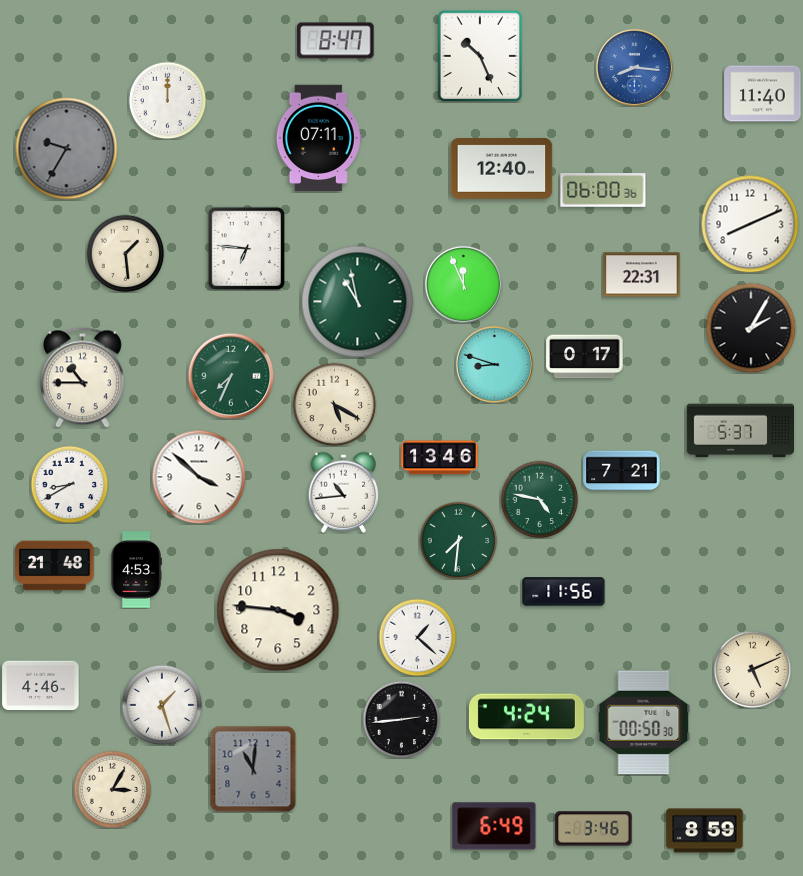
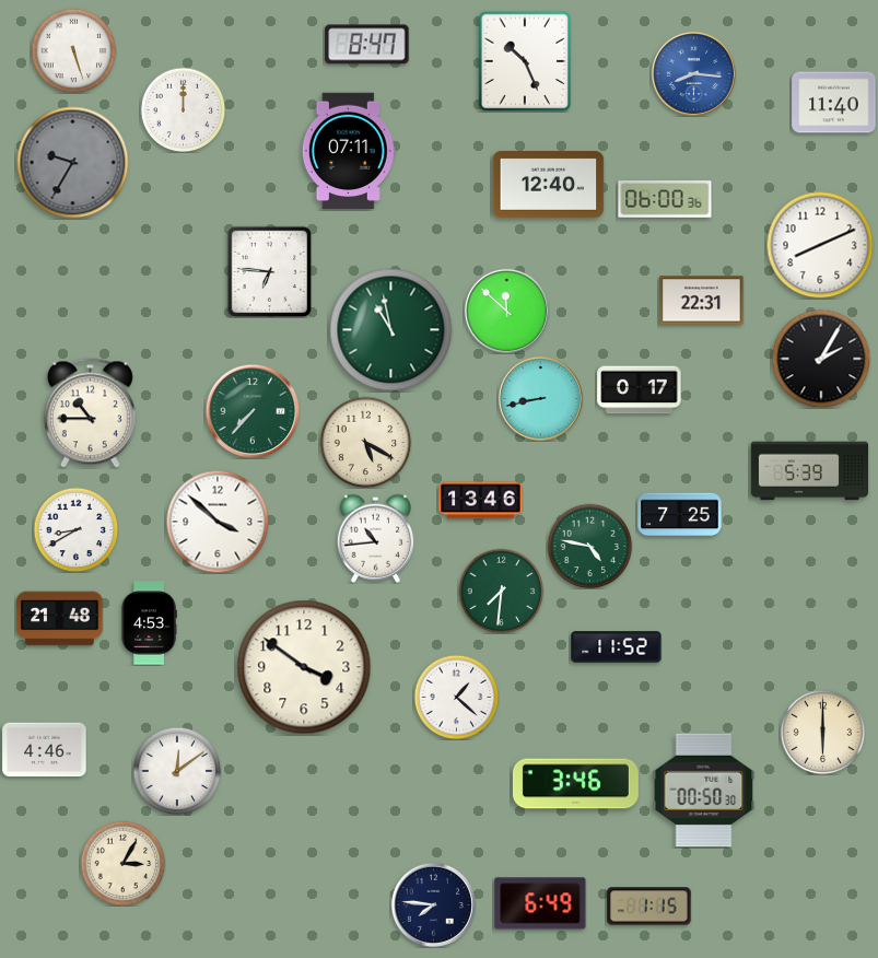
clock at (73, 50): none -> 5:27
clock at (603, 190) position: (603, 190) -> (665, 199)
clock at (125, 253): 1:29 -> none
clock at (463, 284): 11:56 -> 11:52
clock at (494, 364): 8:48 -> 8:43
clock at (231, 376): 7:34 -> 7:37
clock at (741, 431): 5:37 -> 5:39
clock at (622, 471): 7:21 -> 7:25
clock at (564, 592): 11:56 -> 11:52
clock at (278, 610): 3:46 -> 3:51
clock at (752, 669): 5:11 -> 6:00
clock at (162, 705): 1:27 -> 12:09
clock at (526, 717): 4:24 -> 3:46
clock at (401, 719): 2:44 -> none
clock at (253, 769): 11:01 -> none
clock at (433, 904): none -> 7:46
clock at (594, 829): 3:46 -> 1:15
clock at (705, 831): 8:59 -> none
